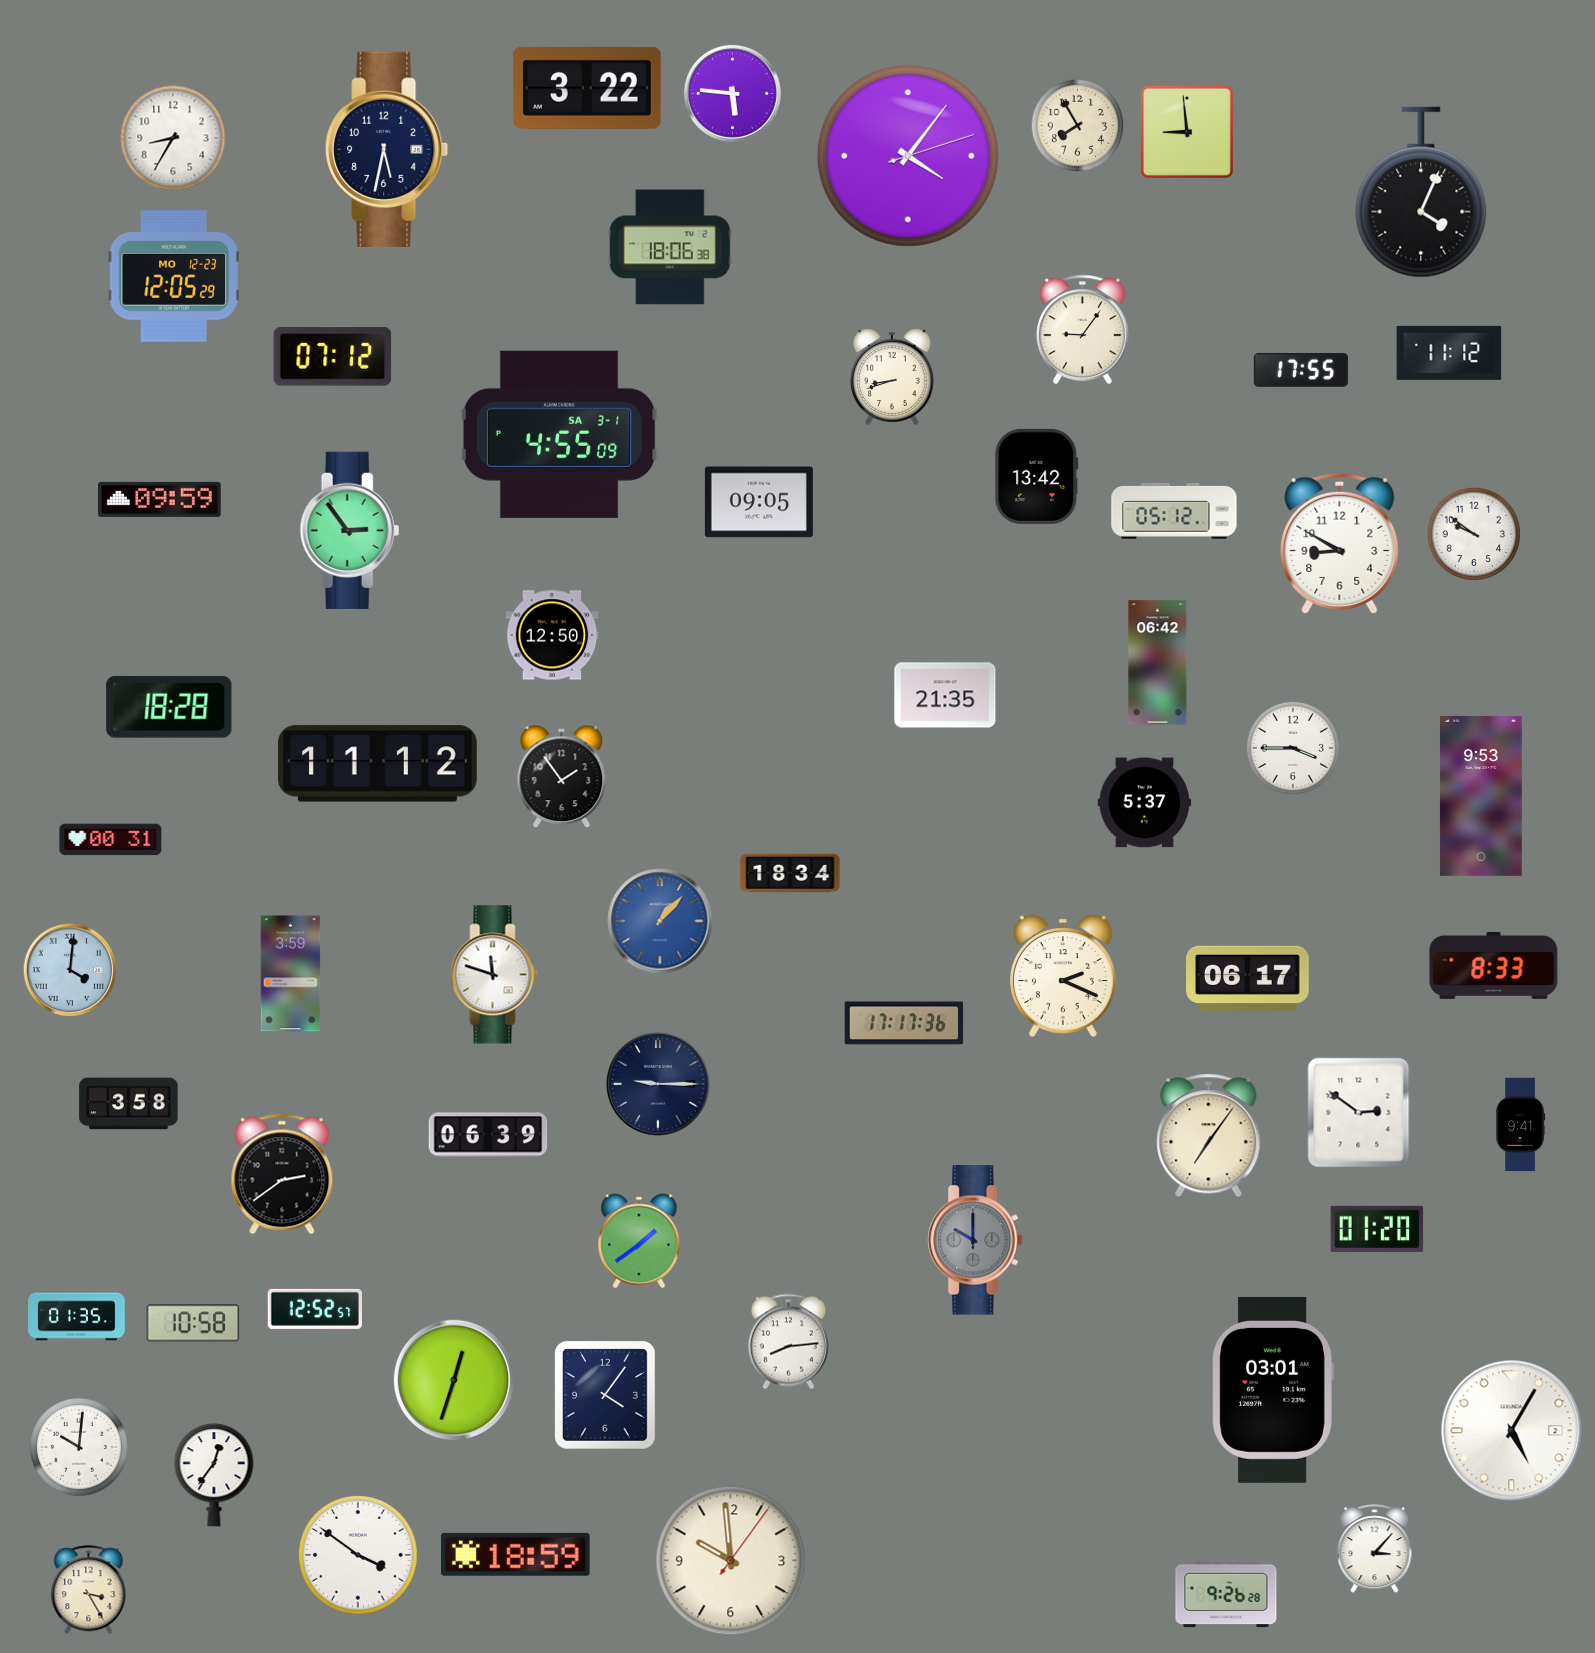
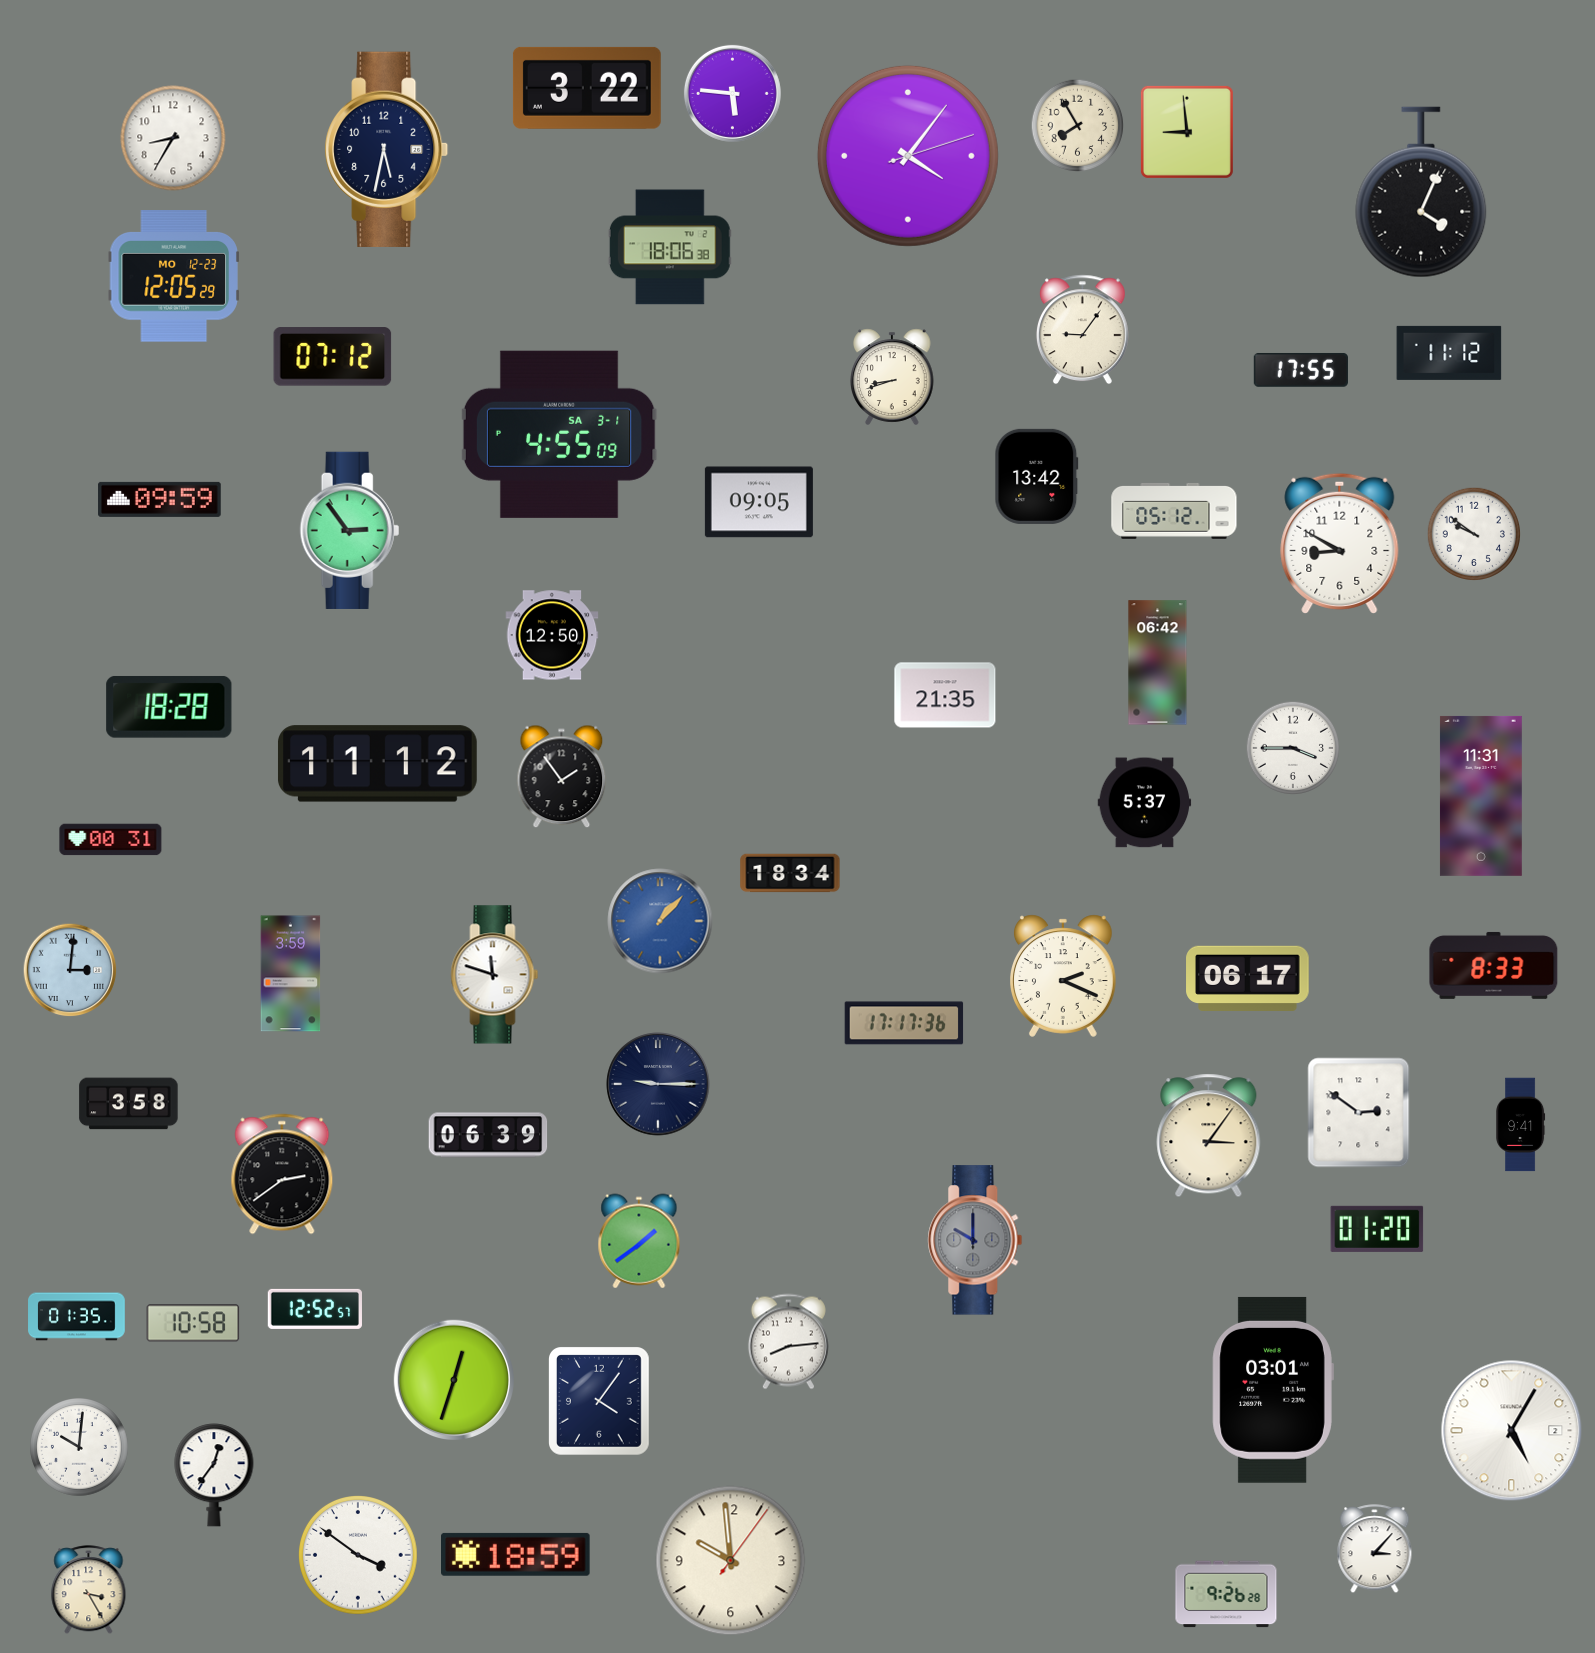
clock at (1481, 796): 9:53 -> 11:31
clock at (70, 970): 4:01 -> 3:01
clock at (1209, 1136): 7:06 -> 3:06
clock at (606, 1396) position: (606, 1396) -> (600, 1402)
